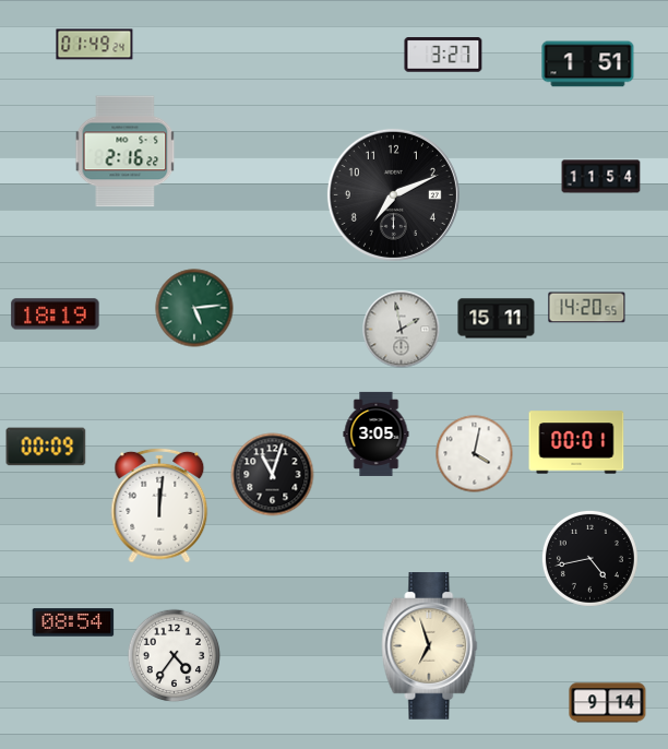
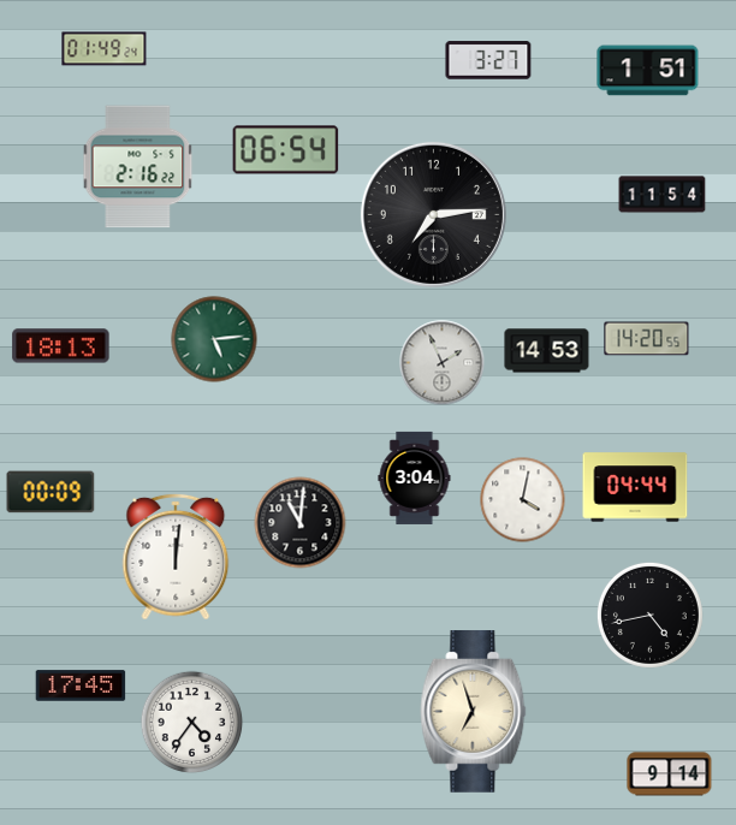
clock at (286, 150): none -> 06:54
clock at (393, 194): 7:11 -> 7:14
clock at (56, 314): 18:19 -> 18:13
clock at (497, 319): 15:11 -> 14:53
clock at (402, 330): 1:58 -> 1:56
clock at (377, 433): 3:05 -> 3:04
clock at (576, 442): 00:01 -> 04:44
clock at (273, 475): 11:03 -> 11:01
clock at (73, 622): 08:54 -> 17:45
